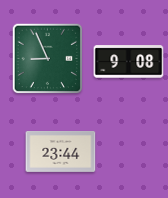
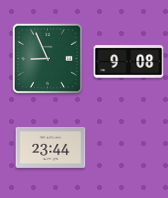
clock at (61, 152) position: (61, 152) -> (51, 148)
